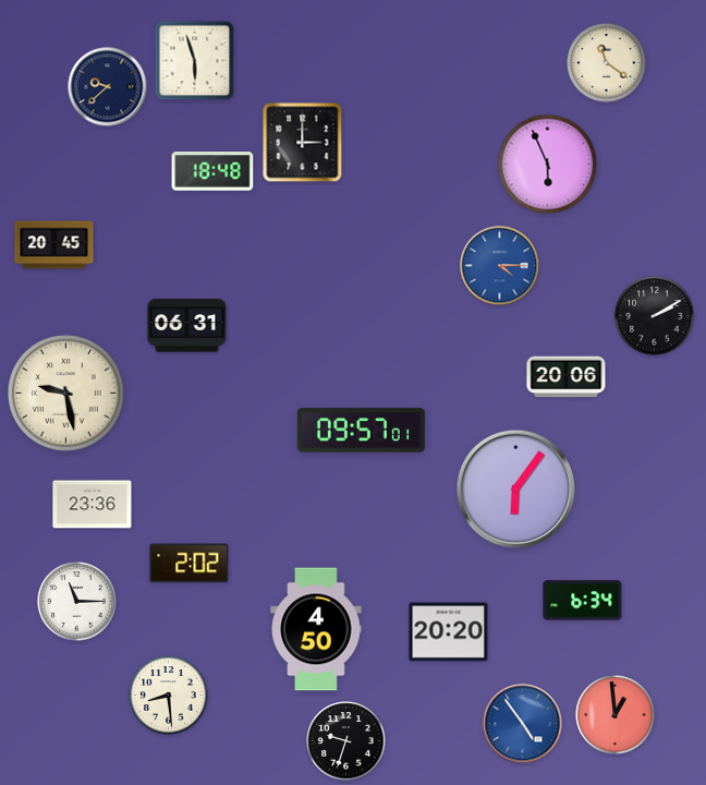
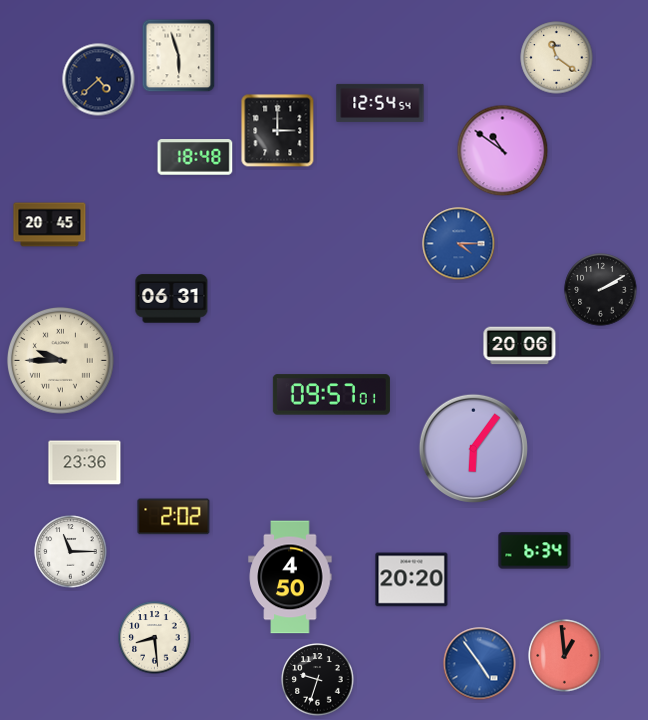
clock at (108, 87): 9:38 -> 4:38
clock at (380, 103): none -> 12:54
clock at (548, 165): 5:56 -> 10:51
clock at (65, 392): 9:28 -> 9:45
